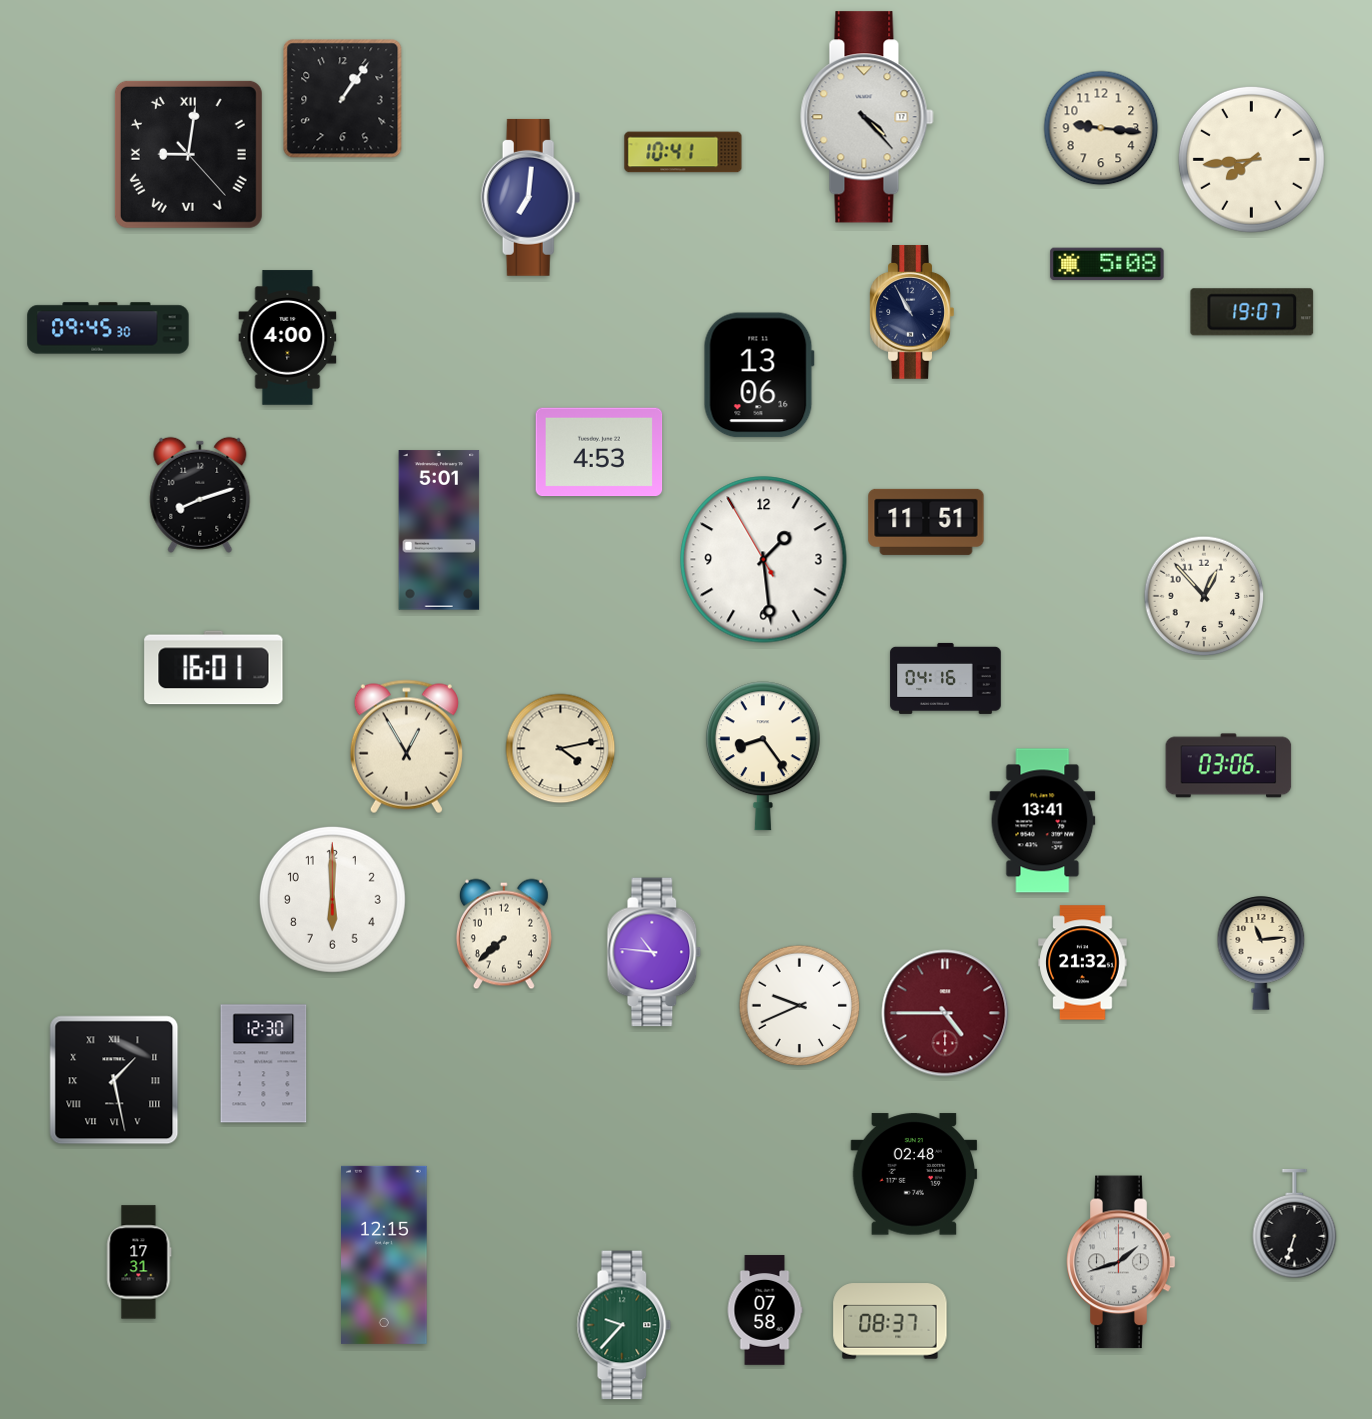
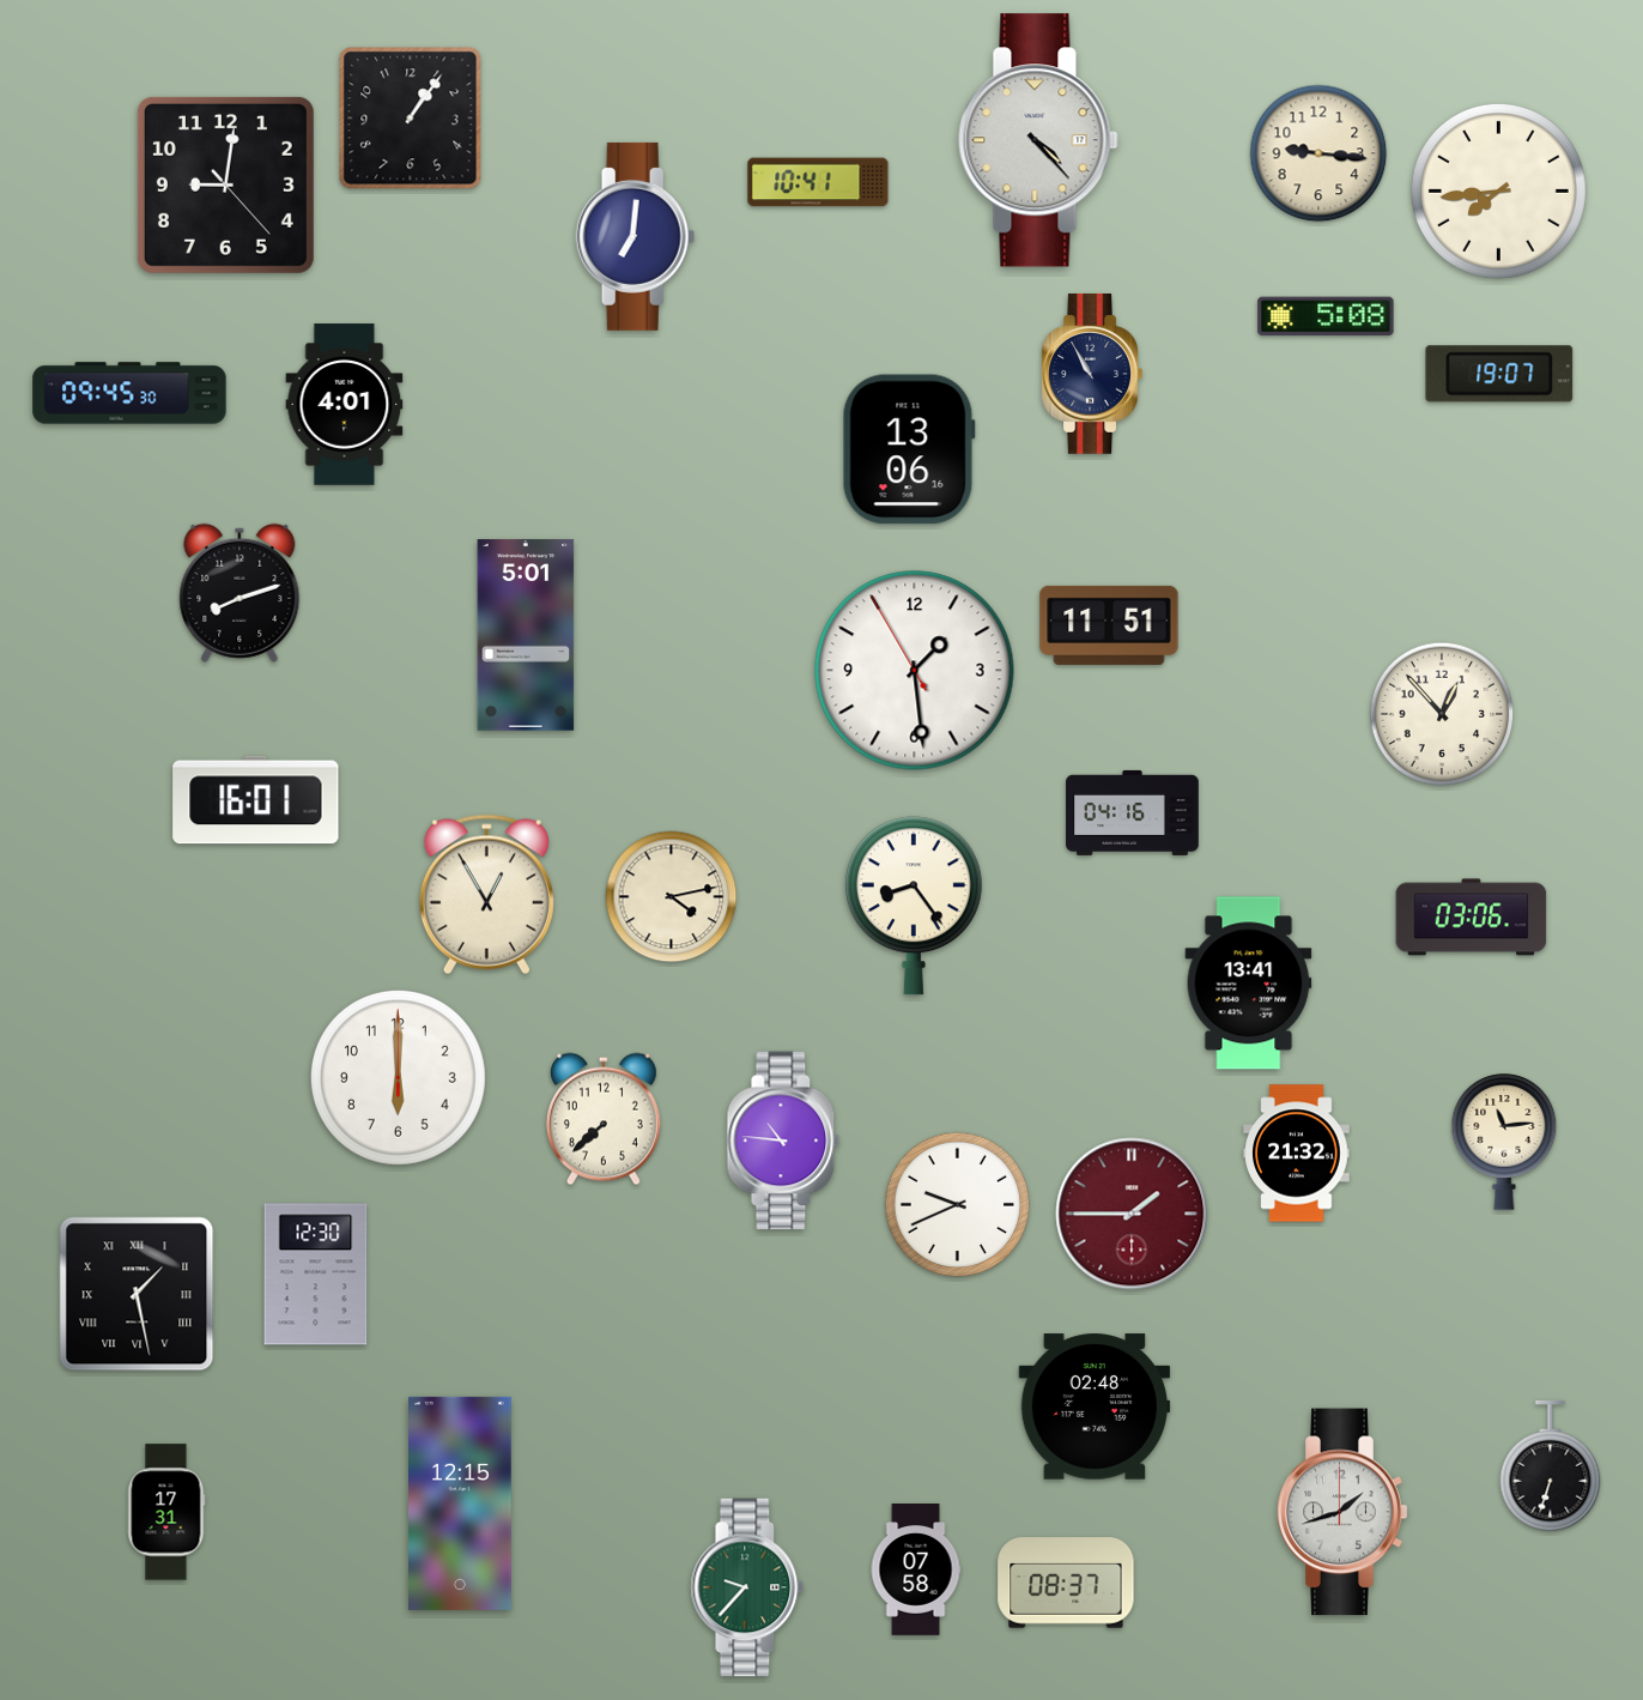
clock at (188, 154) numerals: Roman -> Arabic
clock at (288, 338): 4:00 -> 4:01
clock at (599, 452): 4:53 -> none
clock at (1261, 953) position: (1261, 953) -> (1504, 1142)
clock at (945, 1013): 4:45 -> 1:45
